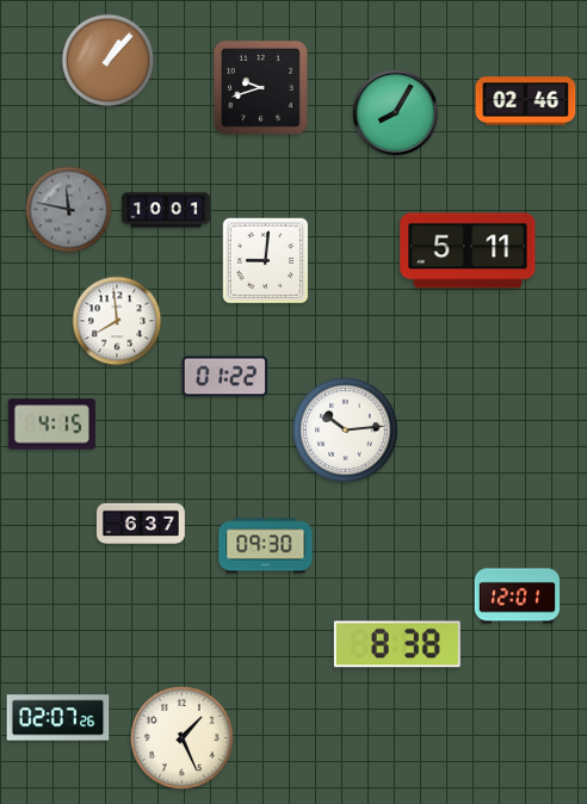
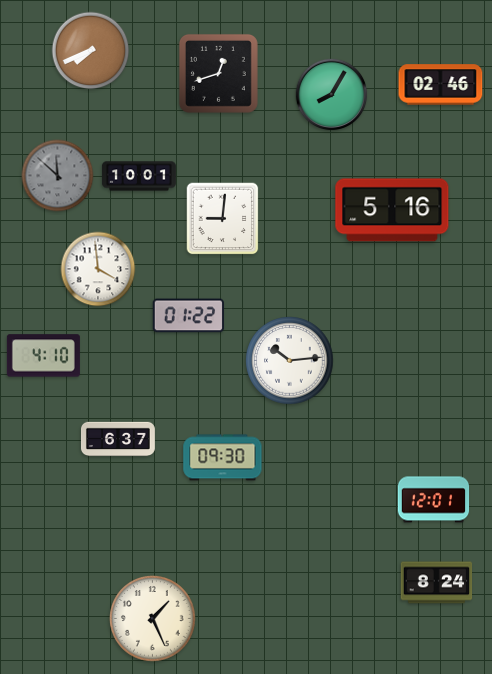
clock at (109, 61): 1:07 -> 7:41
clock at (260, 87): 9:42 -> 12:42
clock at (69, 210): 11:47 -> 11:52
clock at (468, 251): 5:11 -> 5:16
clock at (117, 321): 7:59 -> 3:59
clock at (51, 425): 4:15 -> 4:10
clock at (397, 644): 8:38 -> none
clock at (437, 583): none -> 8:24
clock at (58, 718): 02:07 -> none
